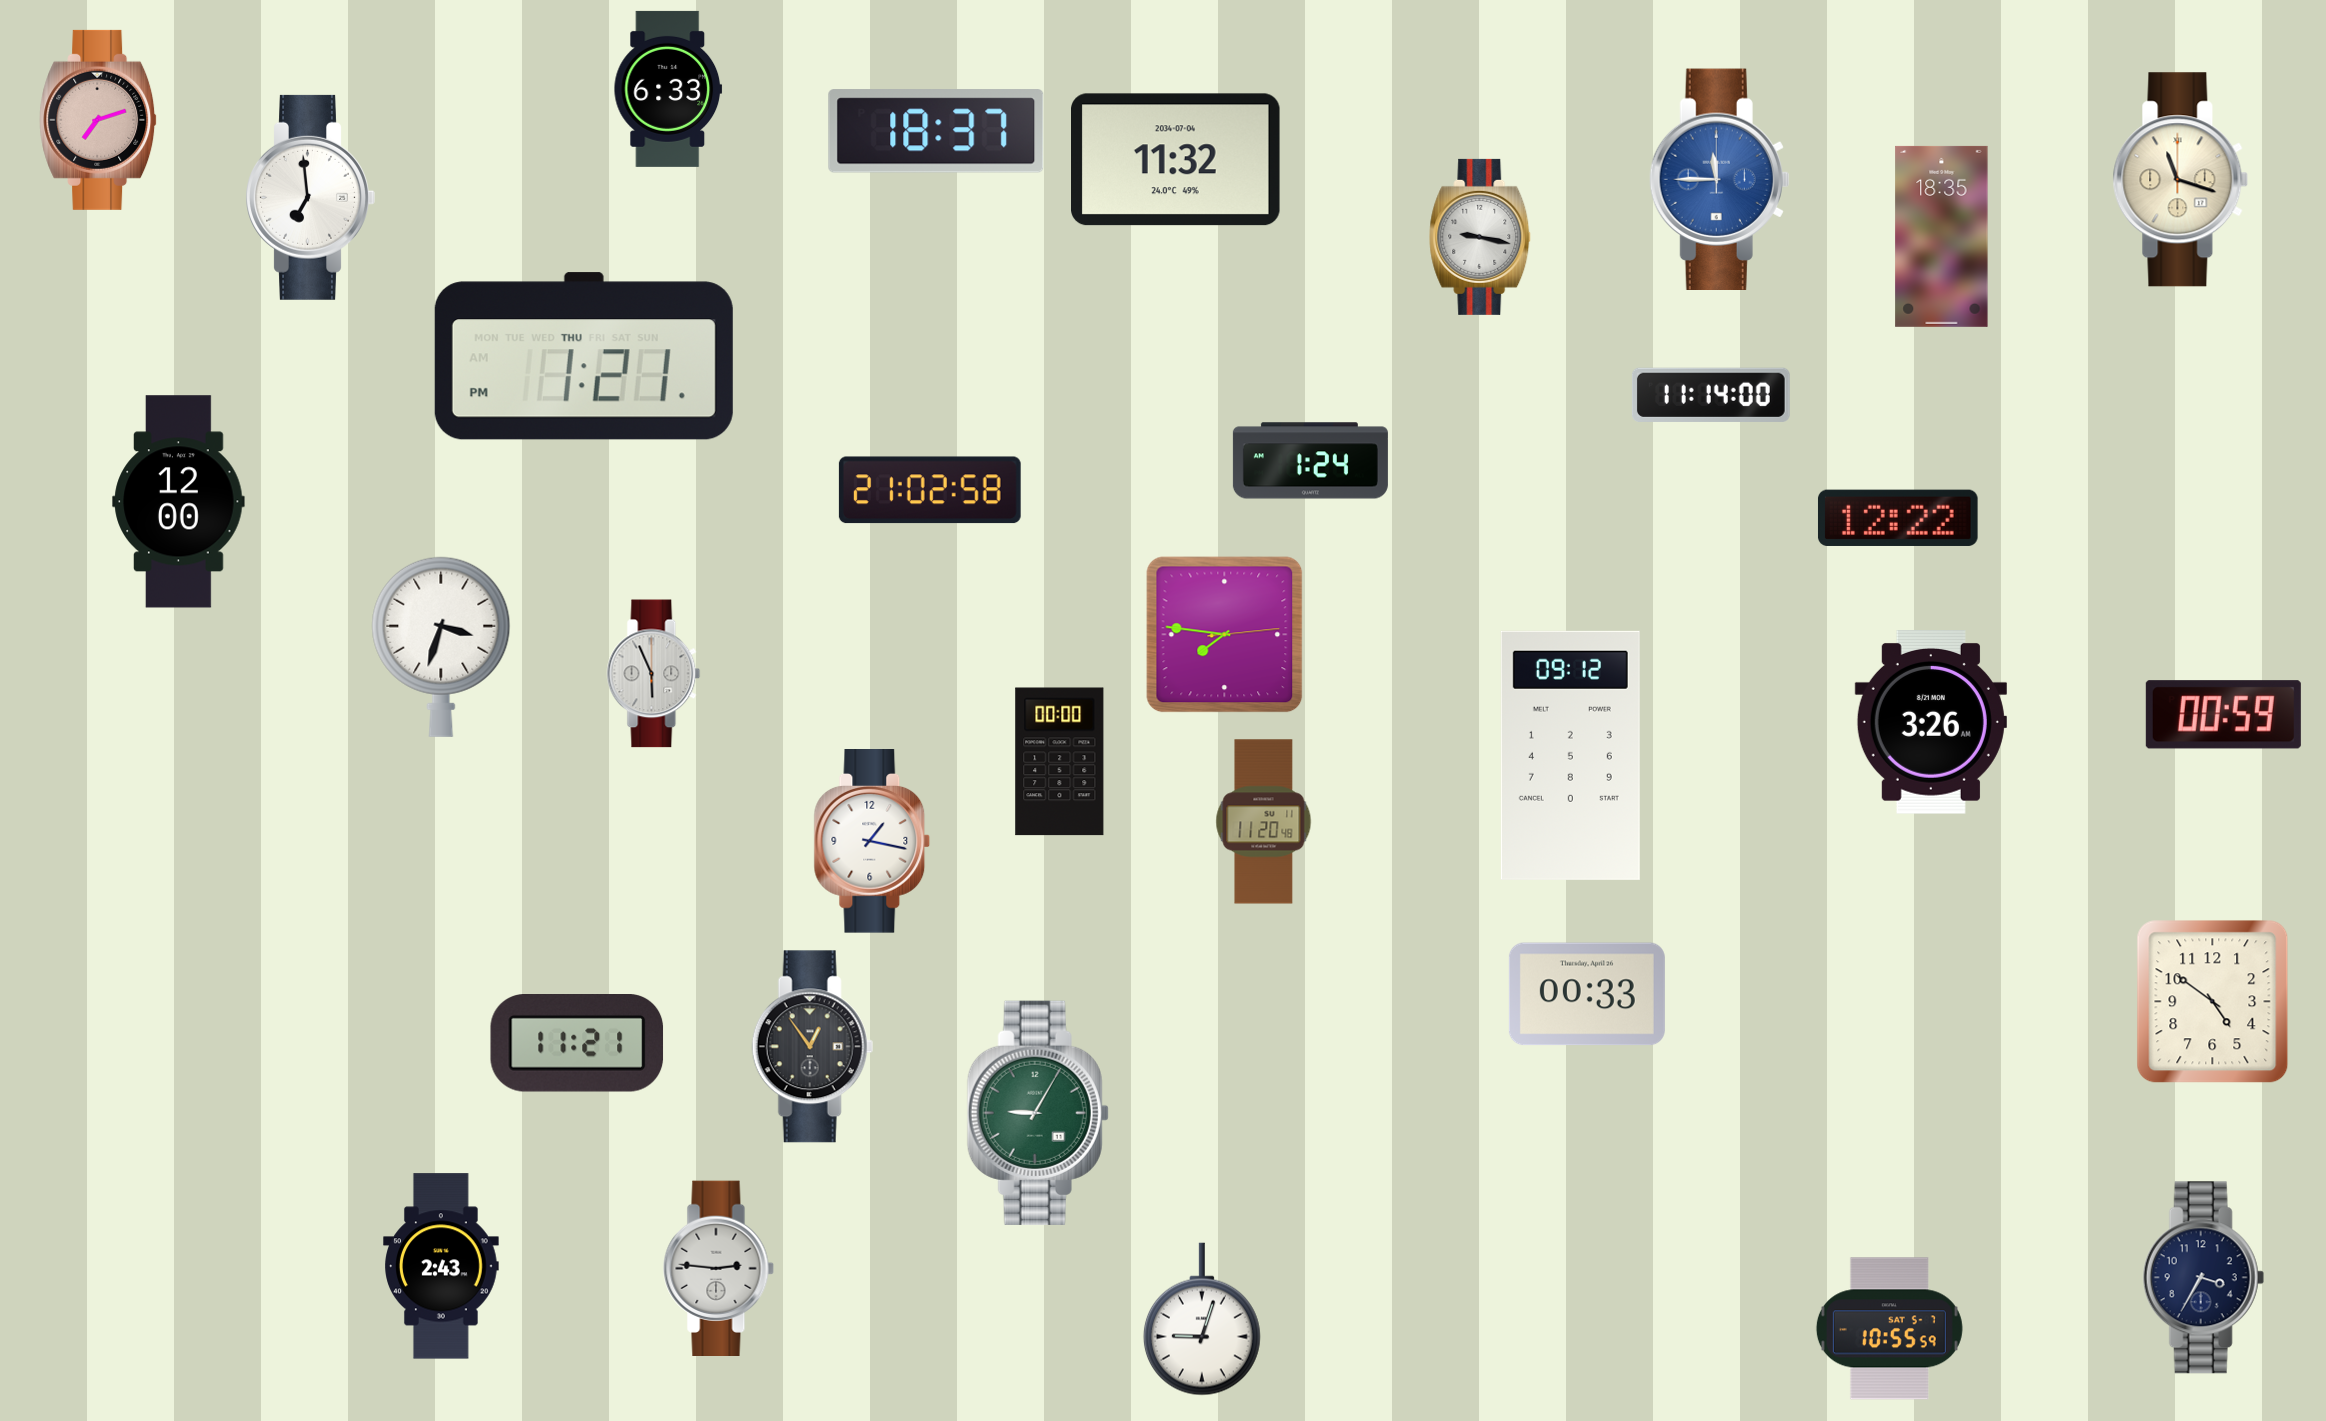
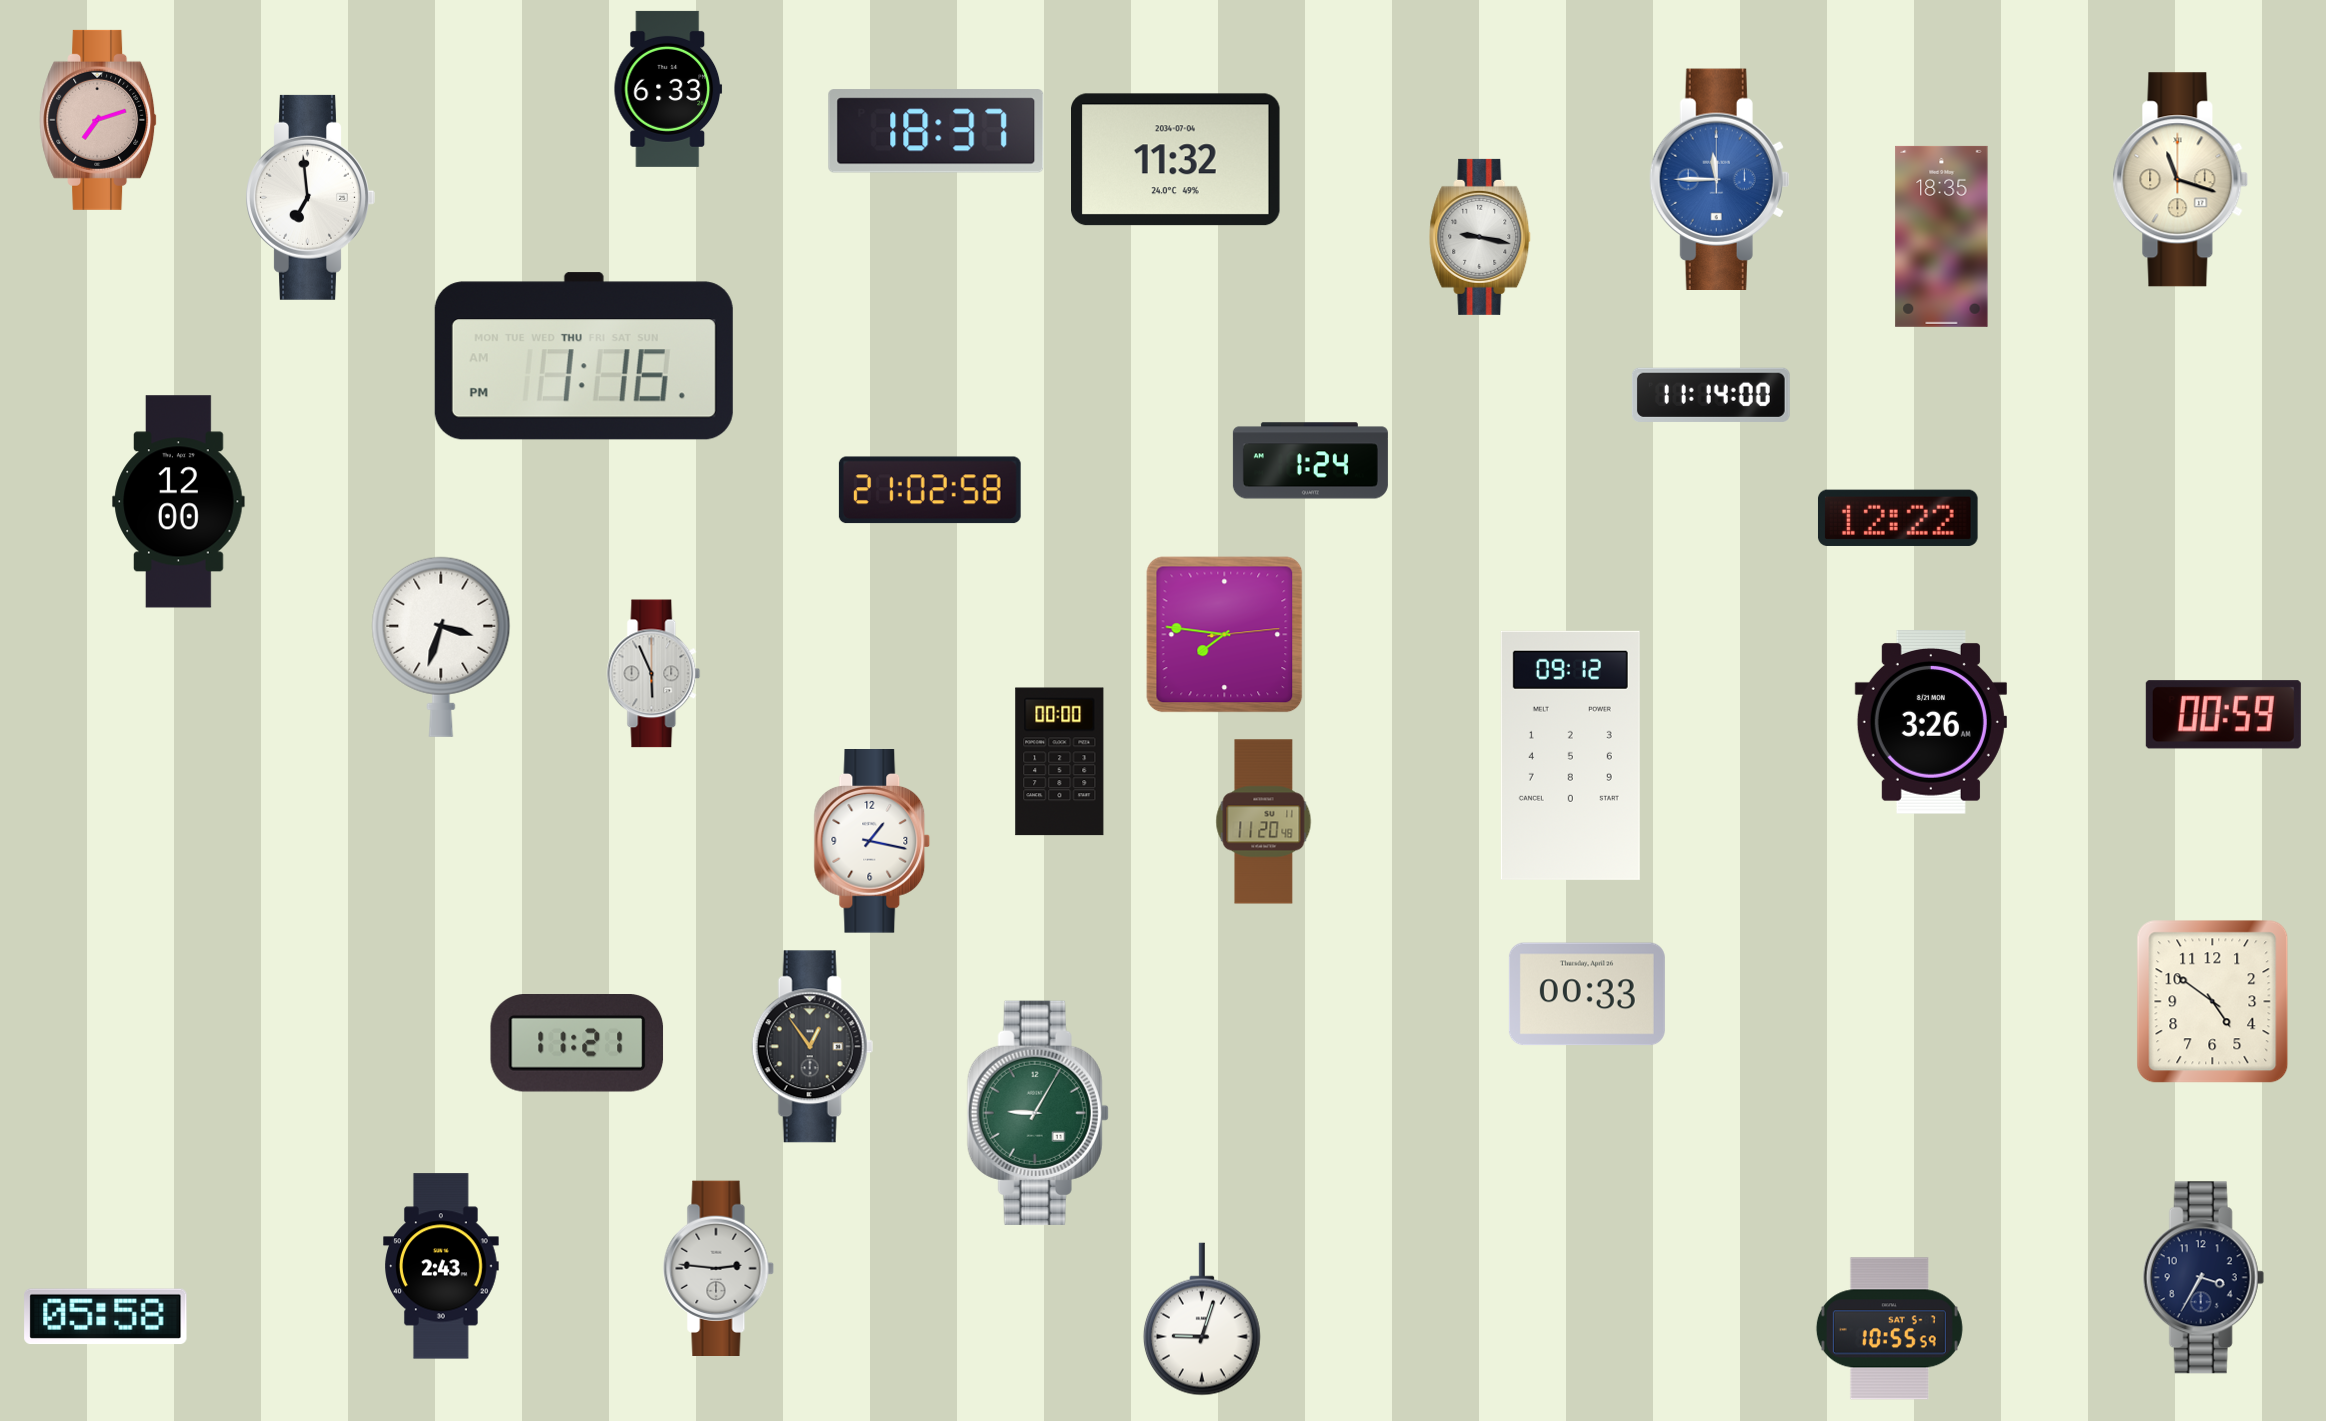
clock at (584, 356): 1:21 -> 1:16
clock at (106, 1317): none -> 05:58
